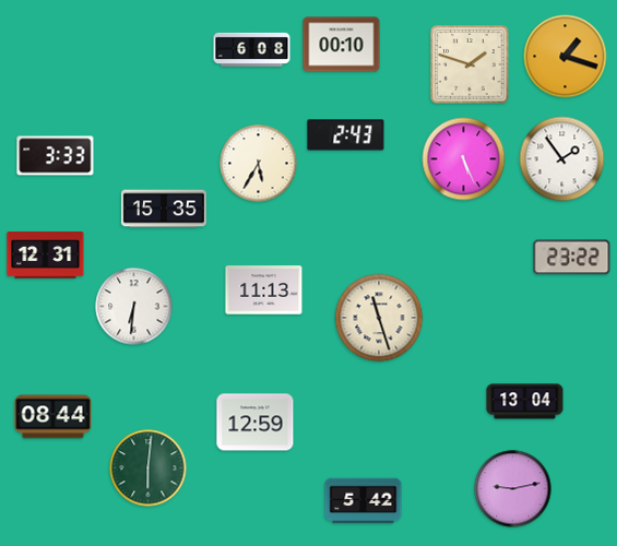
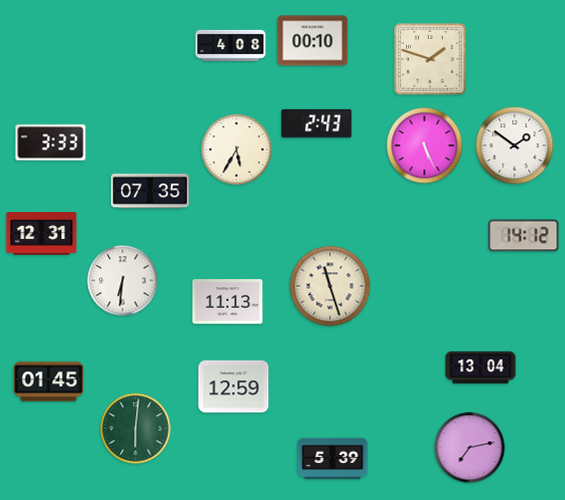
clock at (252, 49): 6:08 -> 4:08
clock at (566, 57): 1:18 -> none
clock at (562, 159): 1:54 -> 1:51
clock at (164, 209): 15:35 -> 07:35
clock at (572, 258): 23:22 -> 14:12
clock at (264, 290) position: (264, 290) -> (228, 302)
clock at (379, 318) position: (379, 318) -> (330, 286)
clock at (54, 417): 08:44 -> 01:45
clock at (513, 489): 9:13 -> 7:13
clock at (364, 501): 5:42 -> 5:39
